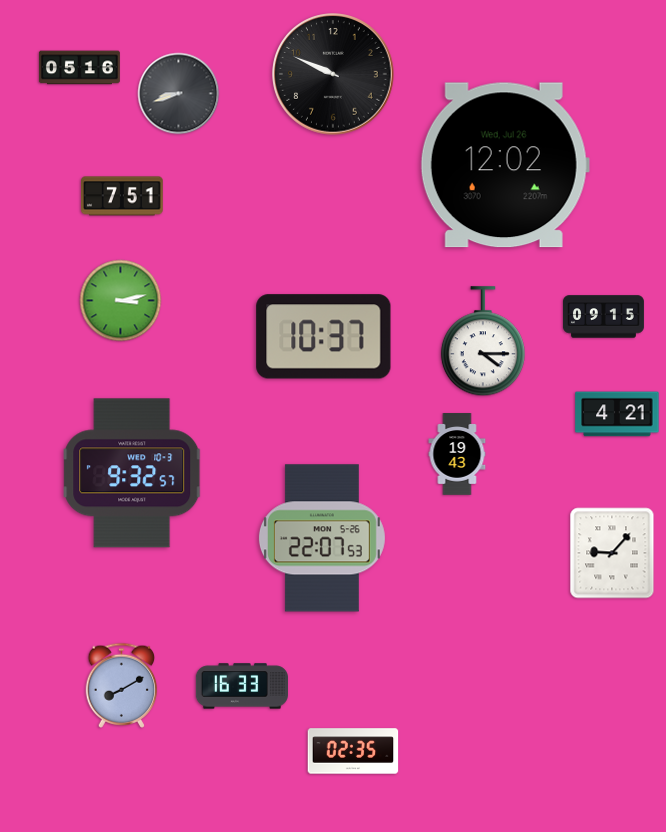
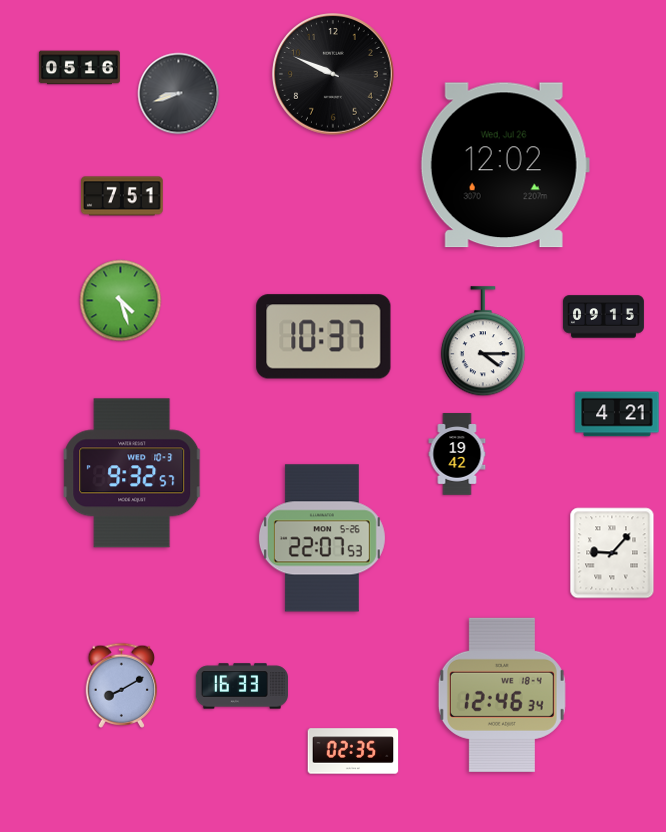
clock at (121, 301): 3:13 -> 4:27
clock at (457, 454): 19:43 -> 19:42
clock at (502, 695): none -> 12:46
